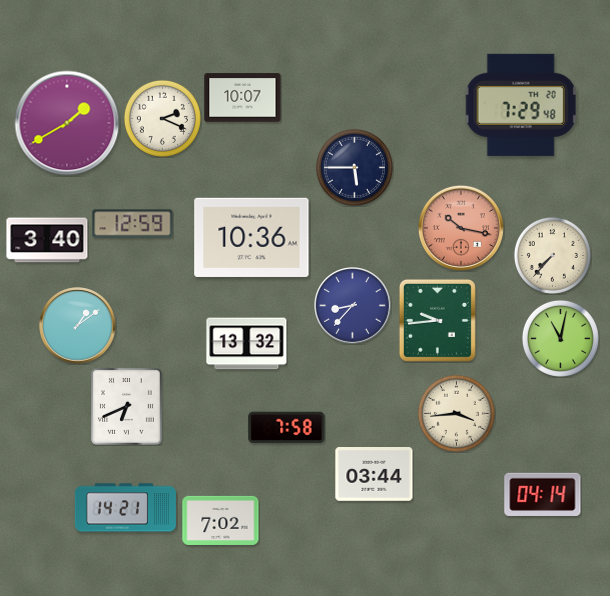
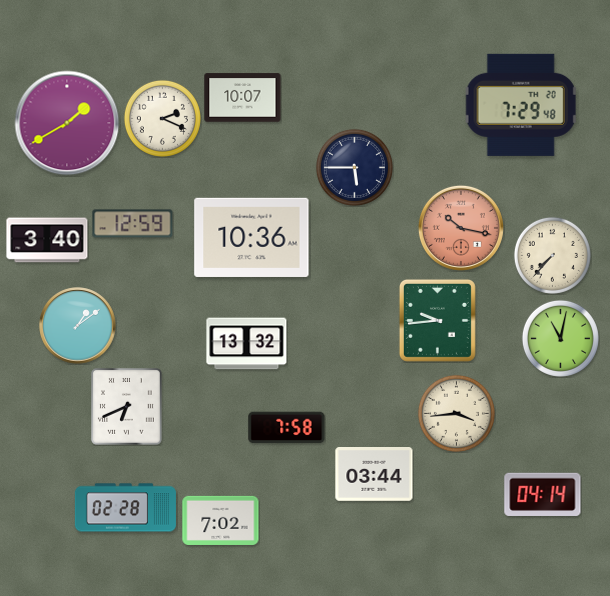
clock at (353, 306): 8:37 -> none
clock at (125, 508): 14:21 -> 02:28
